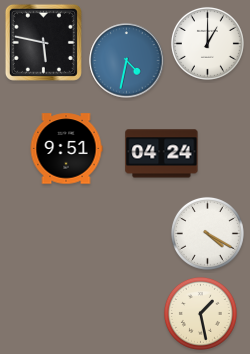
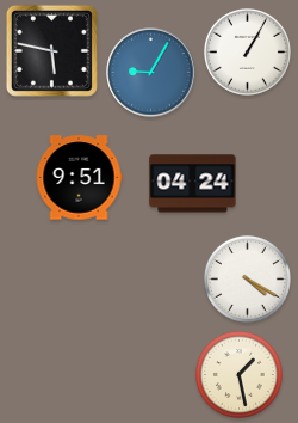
clock at (207, 43): 1:00 -> 1:05
clock at (127, 61): 4:32 -> 9:05
